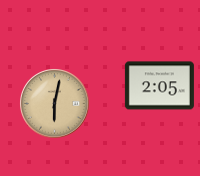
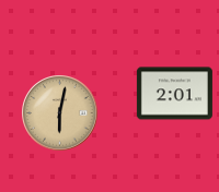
clock at (159, 86): 2:05 -> 2:01
